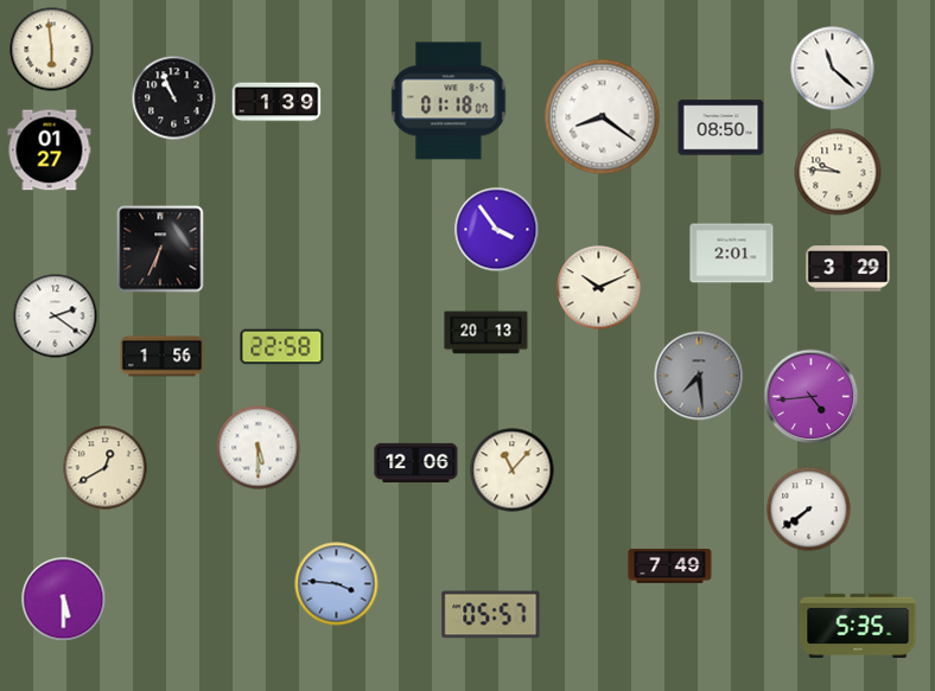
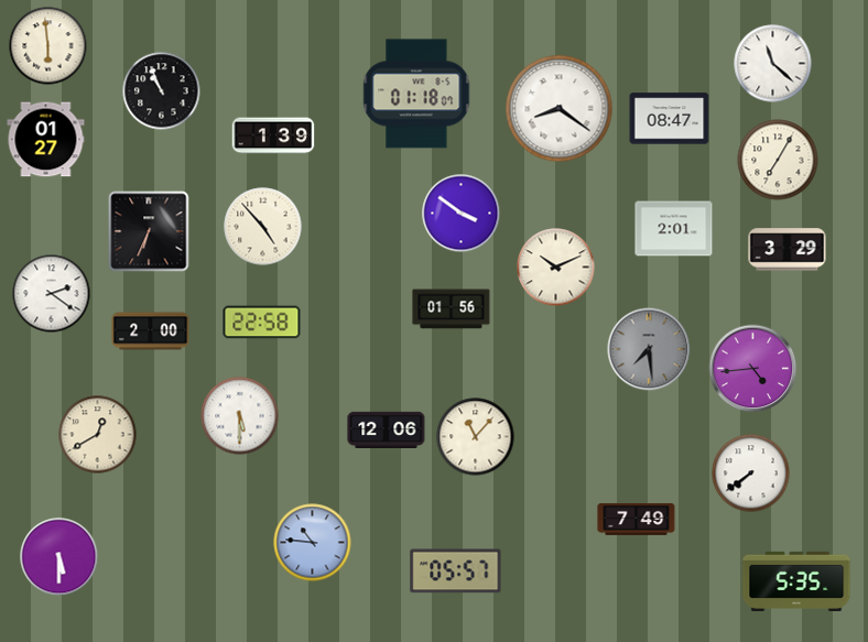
clock at (276, 102) position: (276, 102) -> (273, 135)
clock at (721, 128): 08:50 -> 08:47
clock at (838, 172): 9:46 -> 7:05
clock at (497, 230): 3:54 -> 3:51
clock at (263, 227): none -> 4:53
clock at (732, 254) position: (732, 254) -> (674, 229)
clock at (486, 333): 20:13 -> 01:56
clock at (163, 357): 1:56 -> 2:00
clock at (670, 565) position: (670, 565) -> (637, 519)
clock at (337, 584): 3:46 -> 10:46
